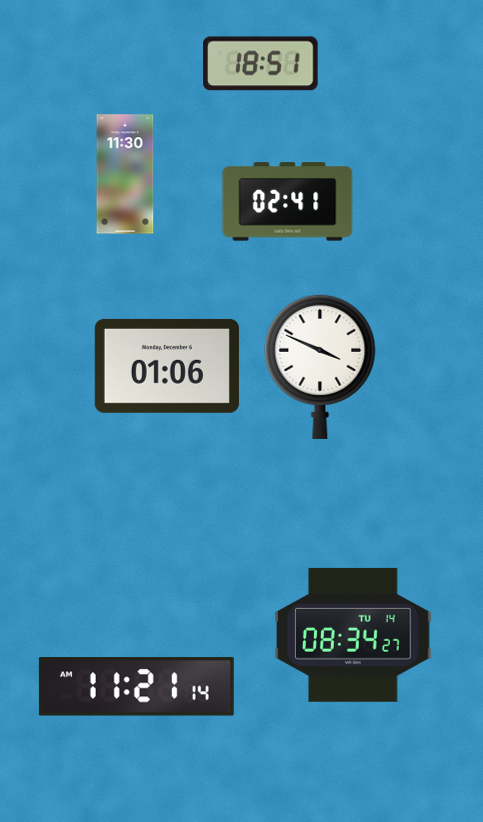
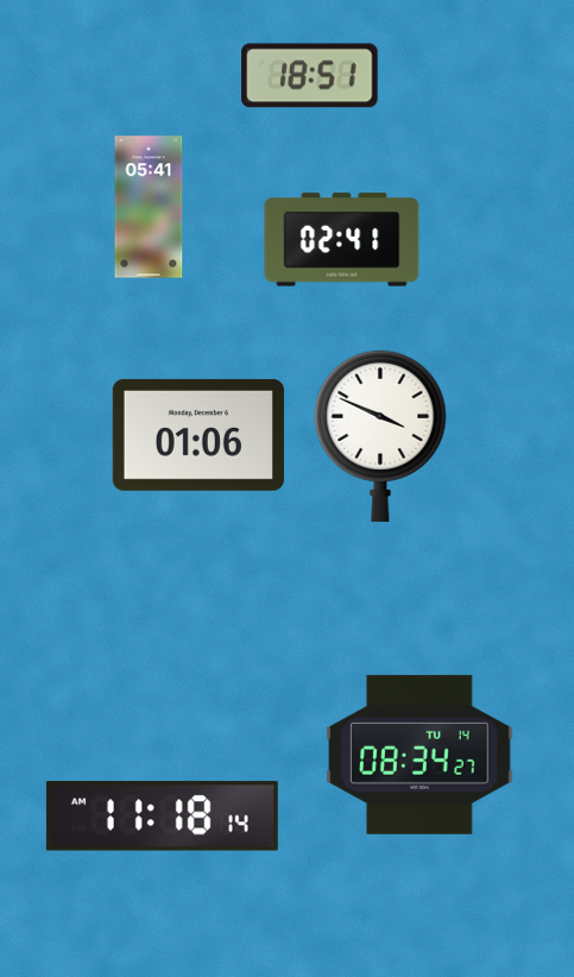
clock at (125, 174): 11:30 -> 05:41
clock at (136, 687): 11:21 -> 11:18
